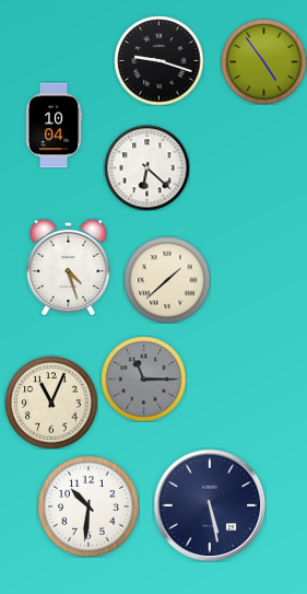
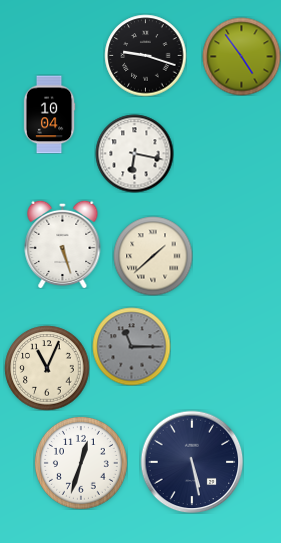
clock at (146, 167): 6:22 -> 6:17
clock at (69, 267): 4:27 -> 5:27
clock at (88, 506): 10:31 -> 12:33
